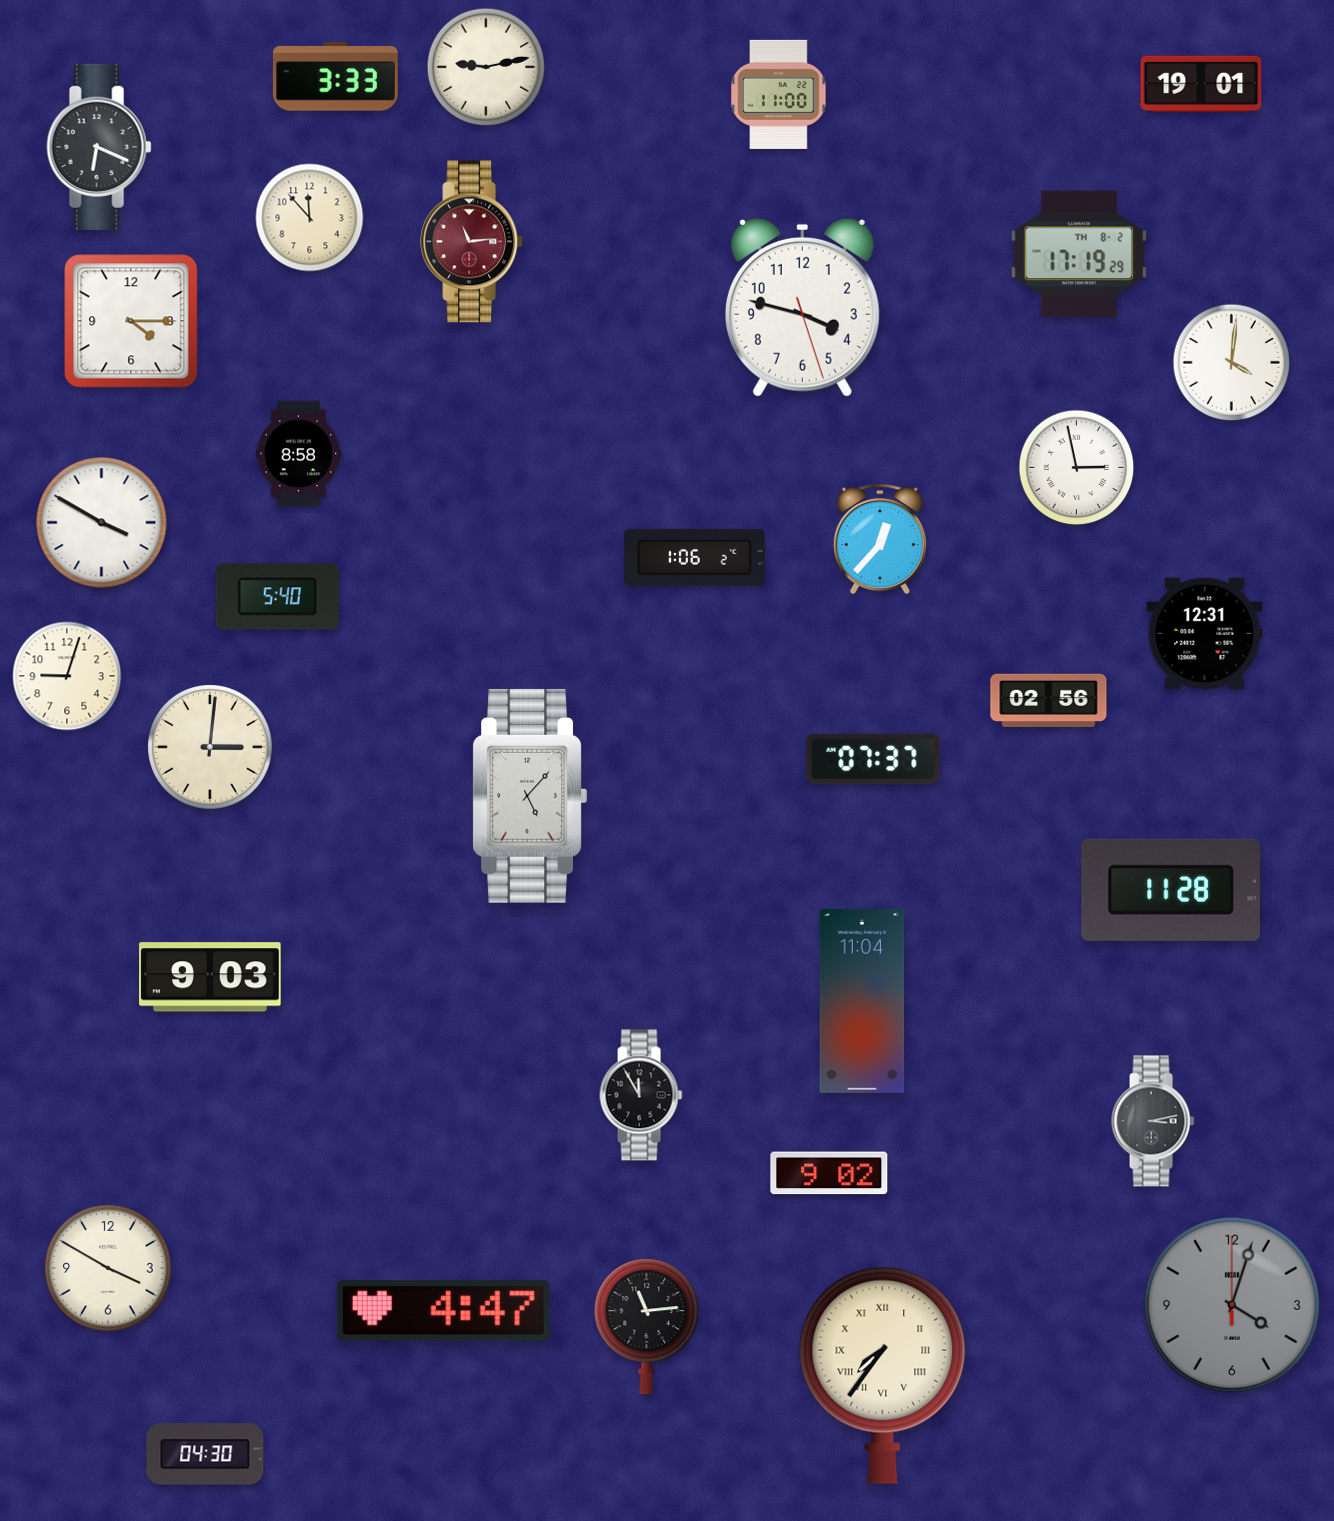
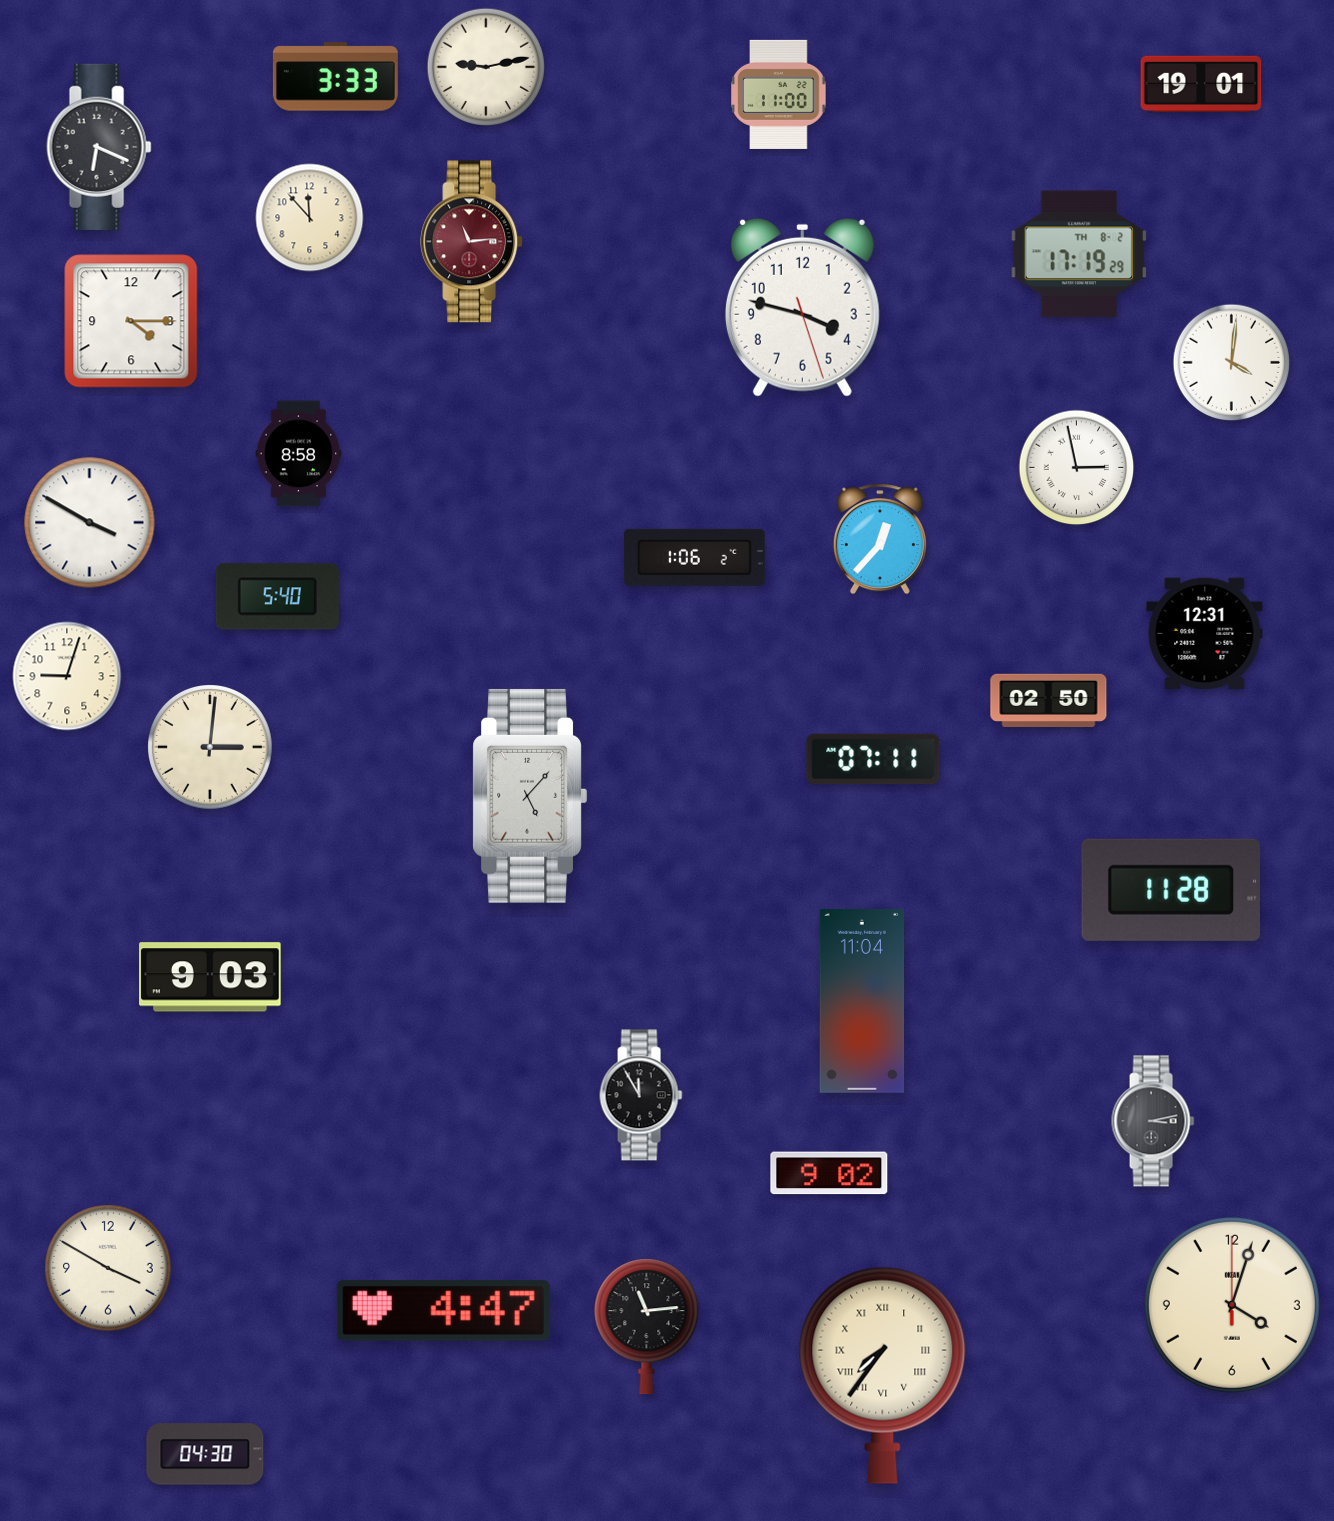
clock at (102, 523) position: (102, 523) -> (90, 523)
clock at (1049, 700): 02:56 -> 02:50
clock at (873, 759): 07:37 -> 07:11
clock at (1232, 1305) dial: grey -> cream
